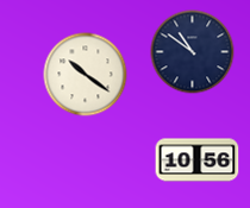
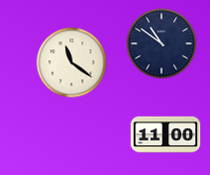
clock at (86, 75): 10:21 -> 11:21
clock at (198, 160): 10:56 -> 11:00
